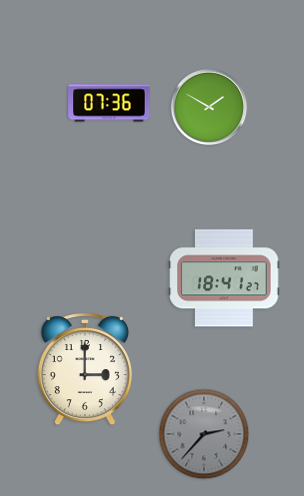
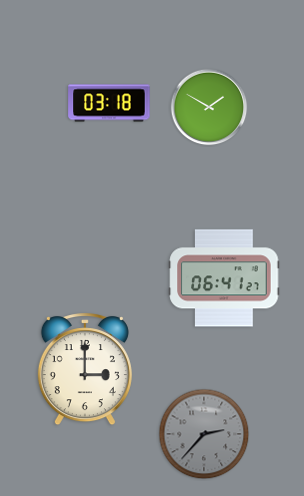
clock at (109, 103): 07:36 -> 03:18
clock at (224, 278): 18:41 -> 06:41
